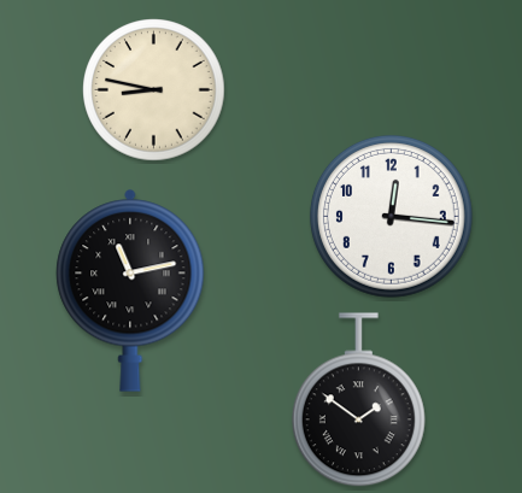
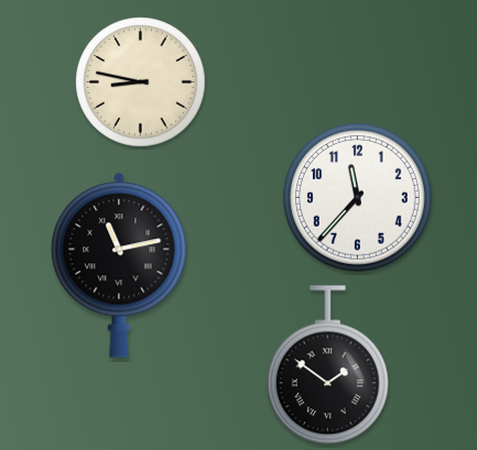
clock at (391, 216): 12:16 -> 11:37
